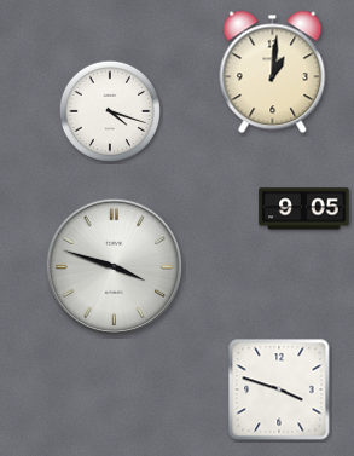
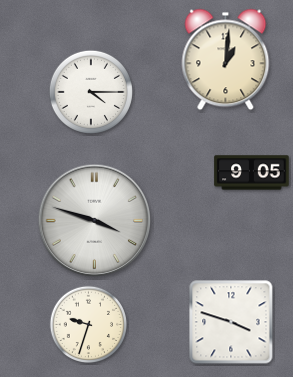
clock at (110, 111): 4:18 -> 4:15
clock at (89, 325): none -> 9:33
